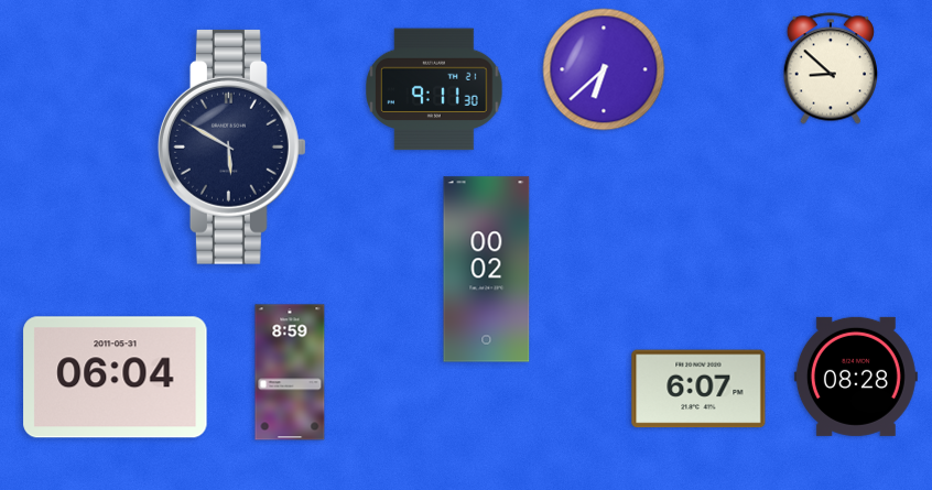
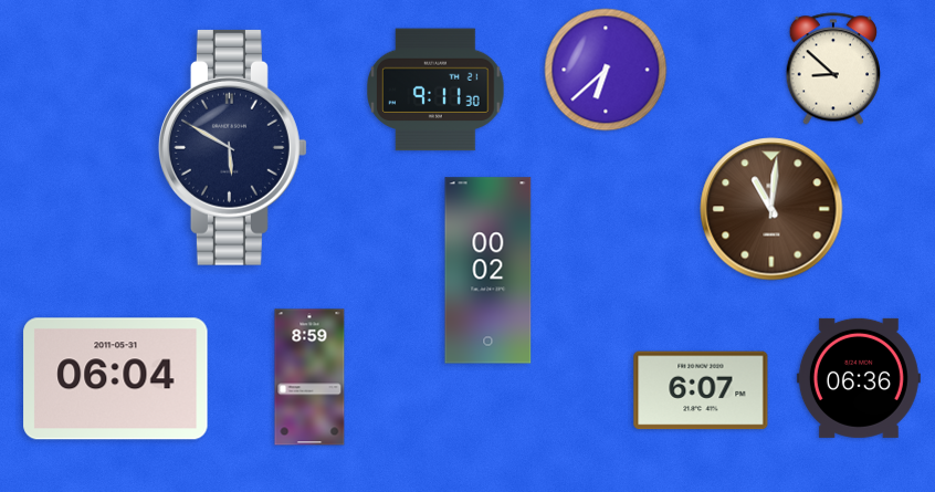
clock at (771, 209): none -> 11:01
clock at (290, 372) position: (290, 372) -> (309, 377)
clock at (856, 377): 08:28 -> 06:36
